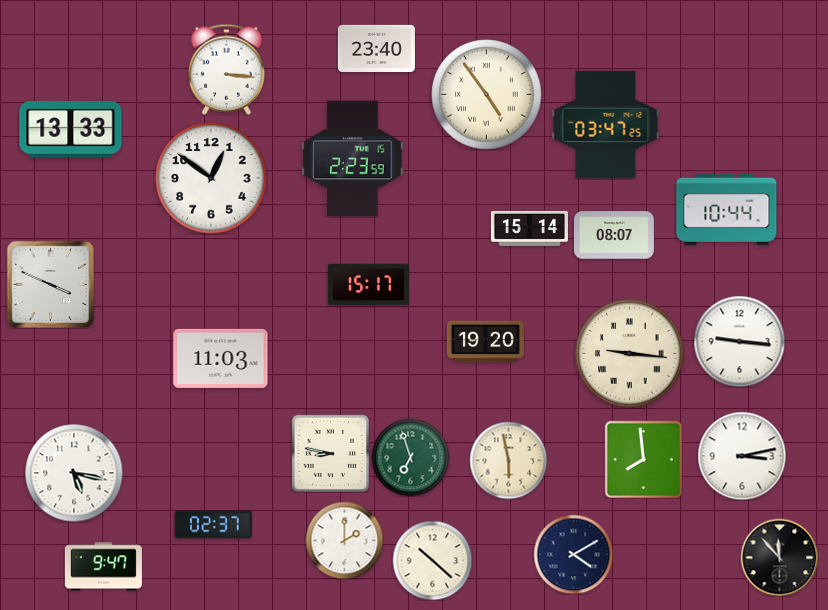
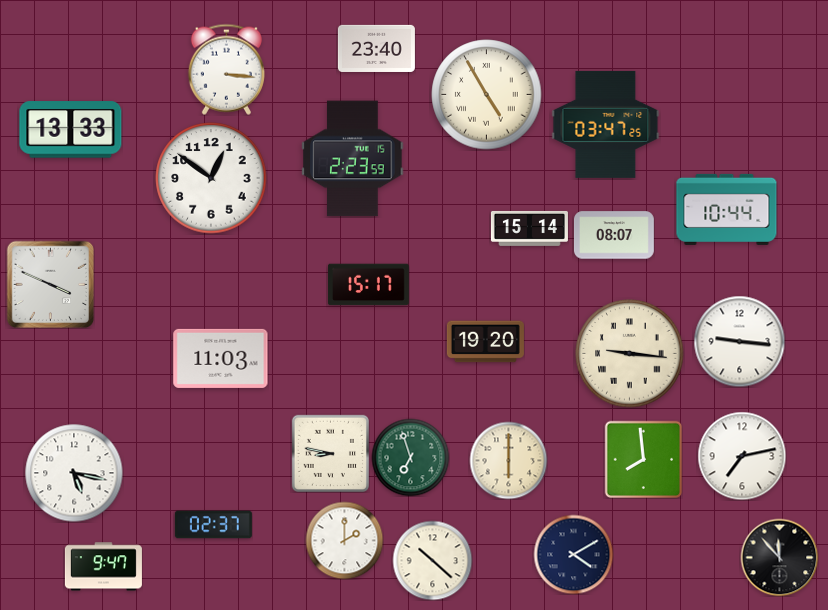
clock at (487, 95): 4:54 -> 4:55
clock at (742, 456): 3:13 -> 7:13
clock at (508, 460): 5:58 -> 6:00
